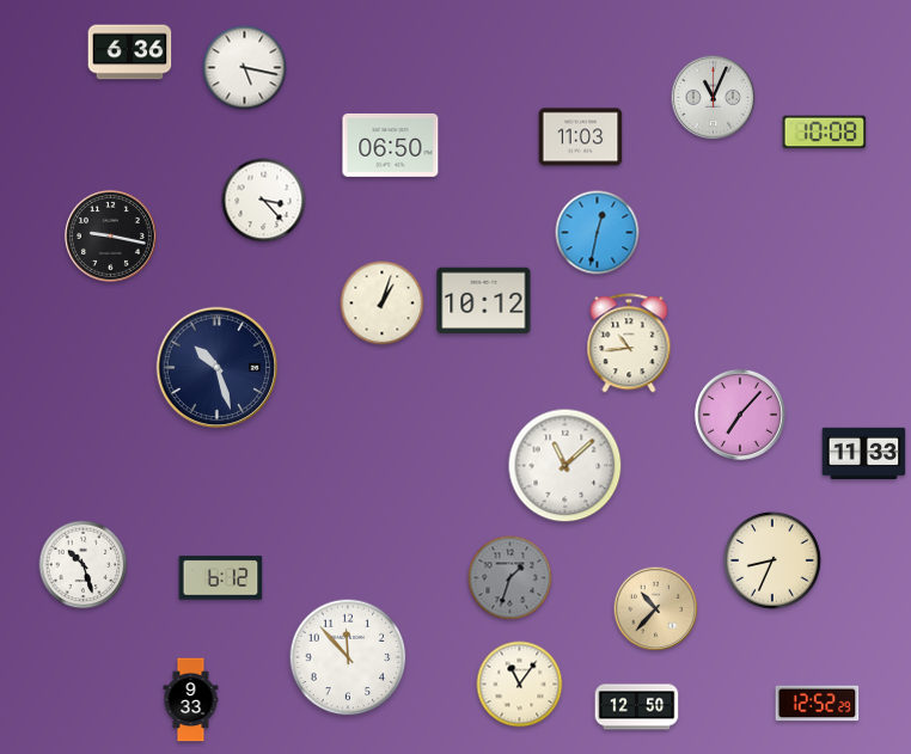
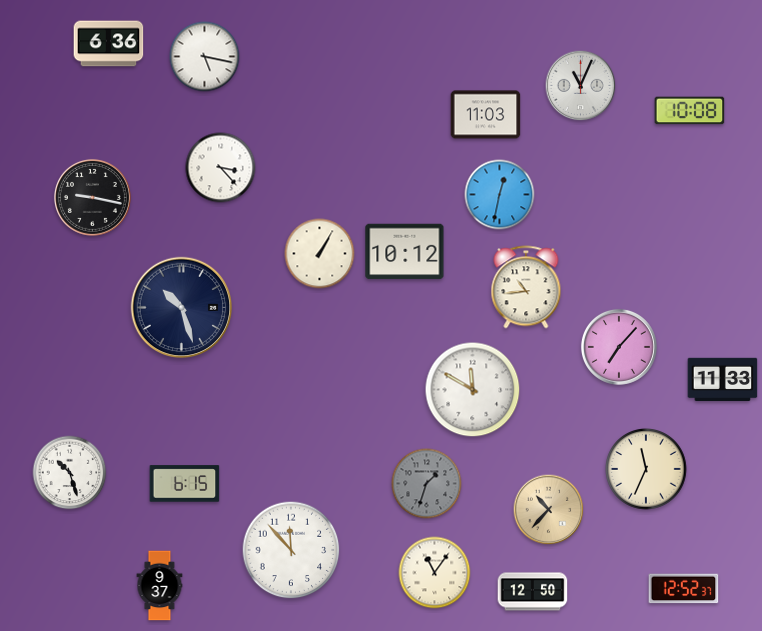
clock at (714, 98) position: (714, 98) -> (581, 86)
clock at (391, 145): 06:50 -> none
clock at (383, 304): 1:03 -> 1:05
clock at (565, 466): 11:08 -> 11:50
clock at (774, 562): 8:34 -> 11:34
clock at (221, 578): 6:12 -> 6:15
clock at (191, 700): 9:33 -> 9:37
clock at (818, 704): 12:52:29 -> 12:52:37
